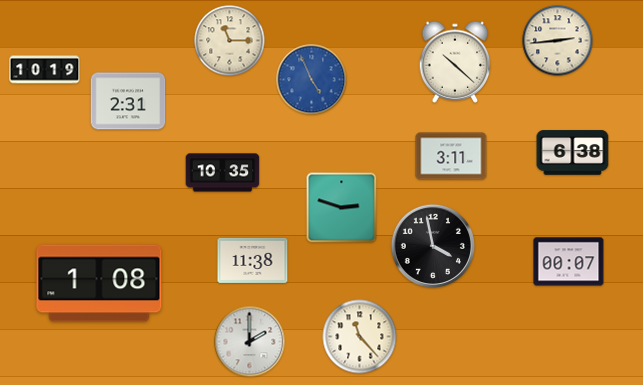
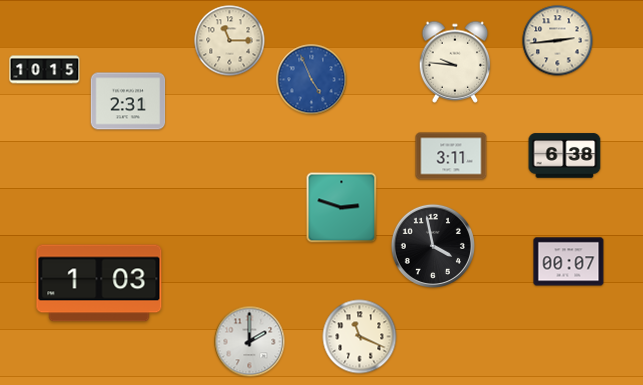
clock at (455, 62): 10:22 -> 9:46
clock at (45, 70): 10:19 -> 10:15
clock at (573, 153) position: (573, 153) -> (565, 156)
clock at (223, 173): 10:35 -> none
clock at (253, 260): 11:38 -> none
clock at (99, 283): 1:08 -> 1:03
clock at (360, 337): 11:23 -> 11:19
